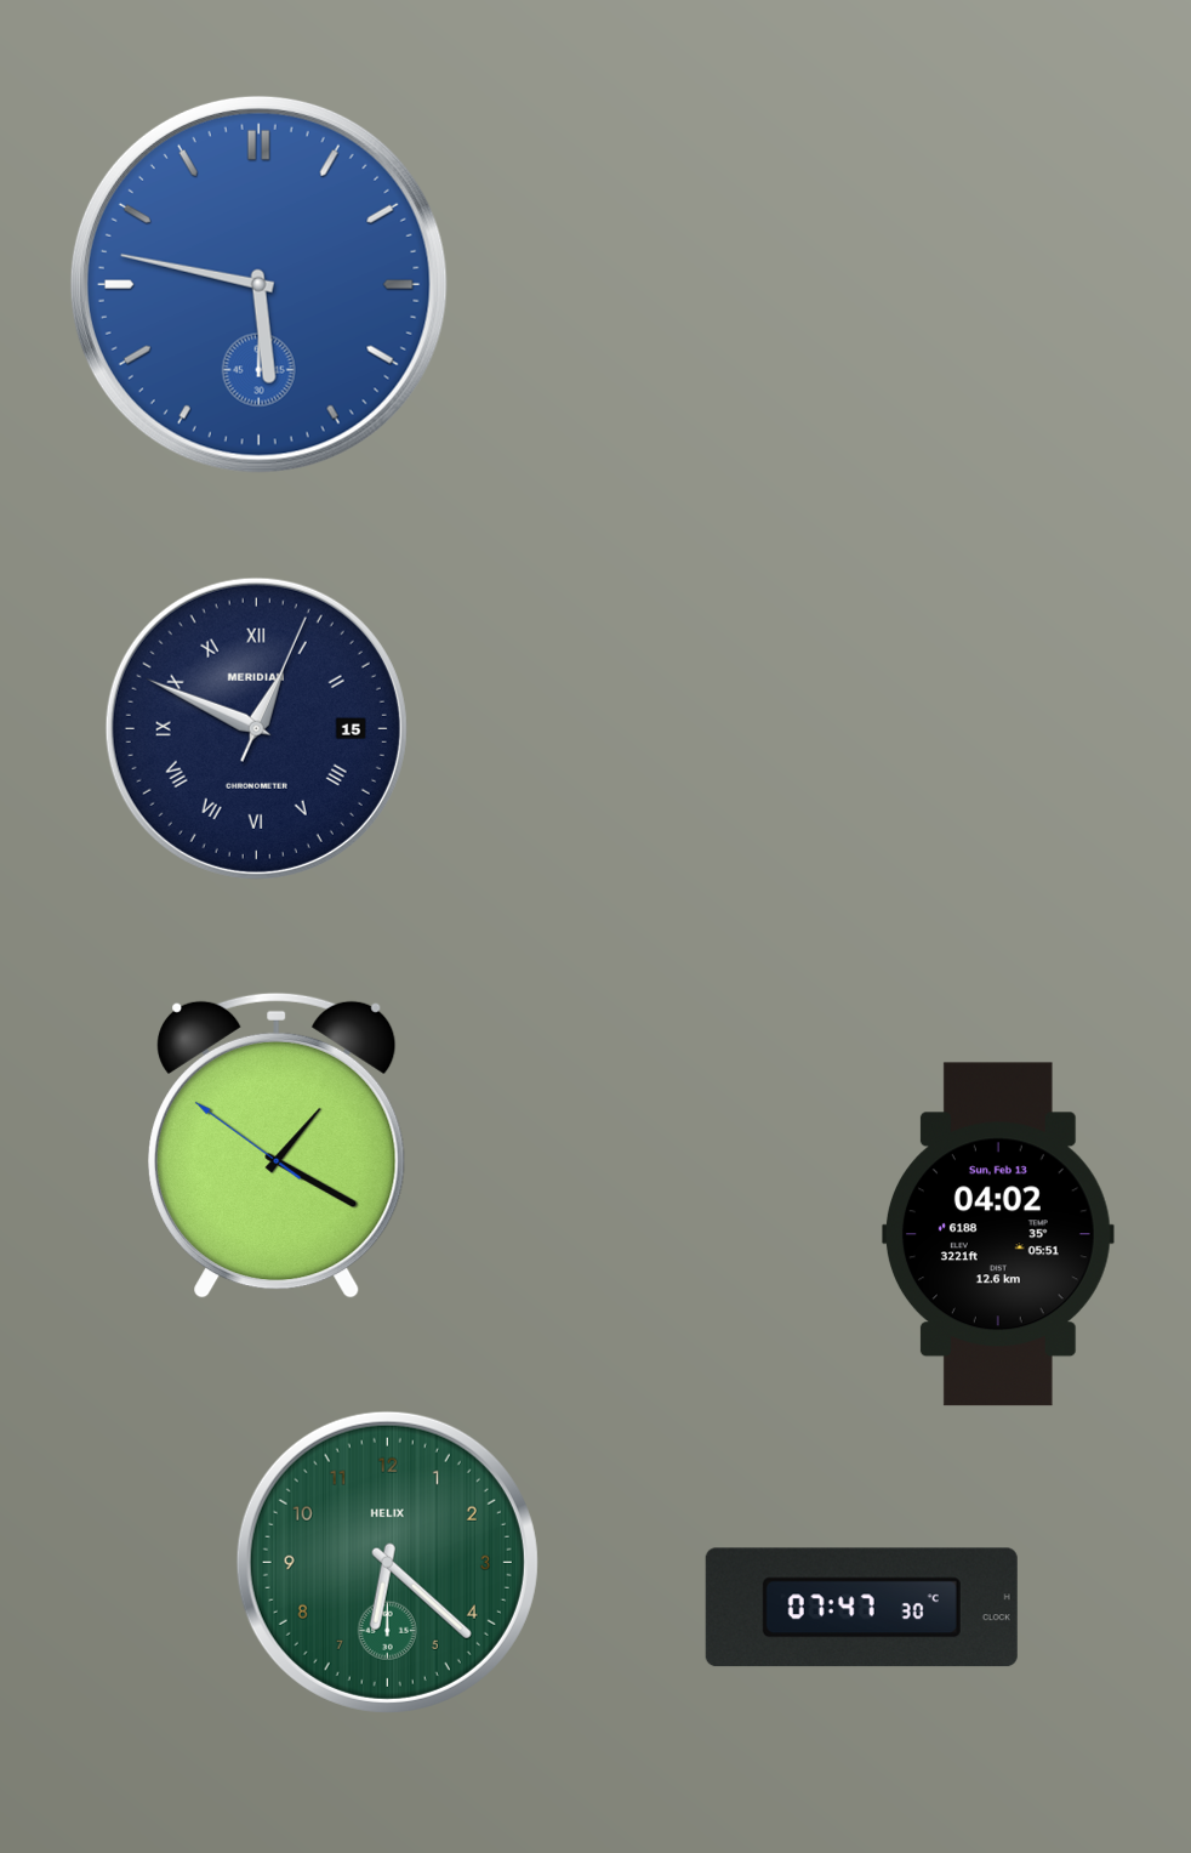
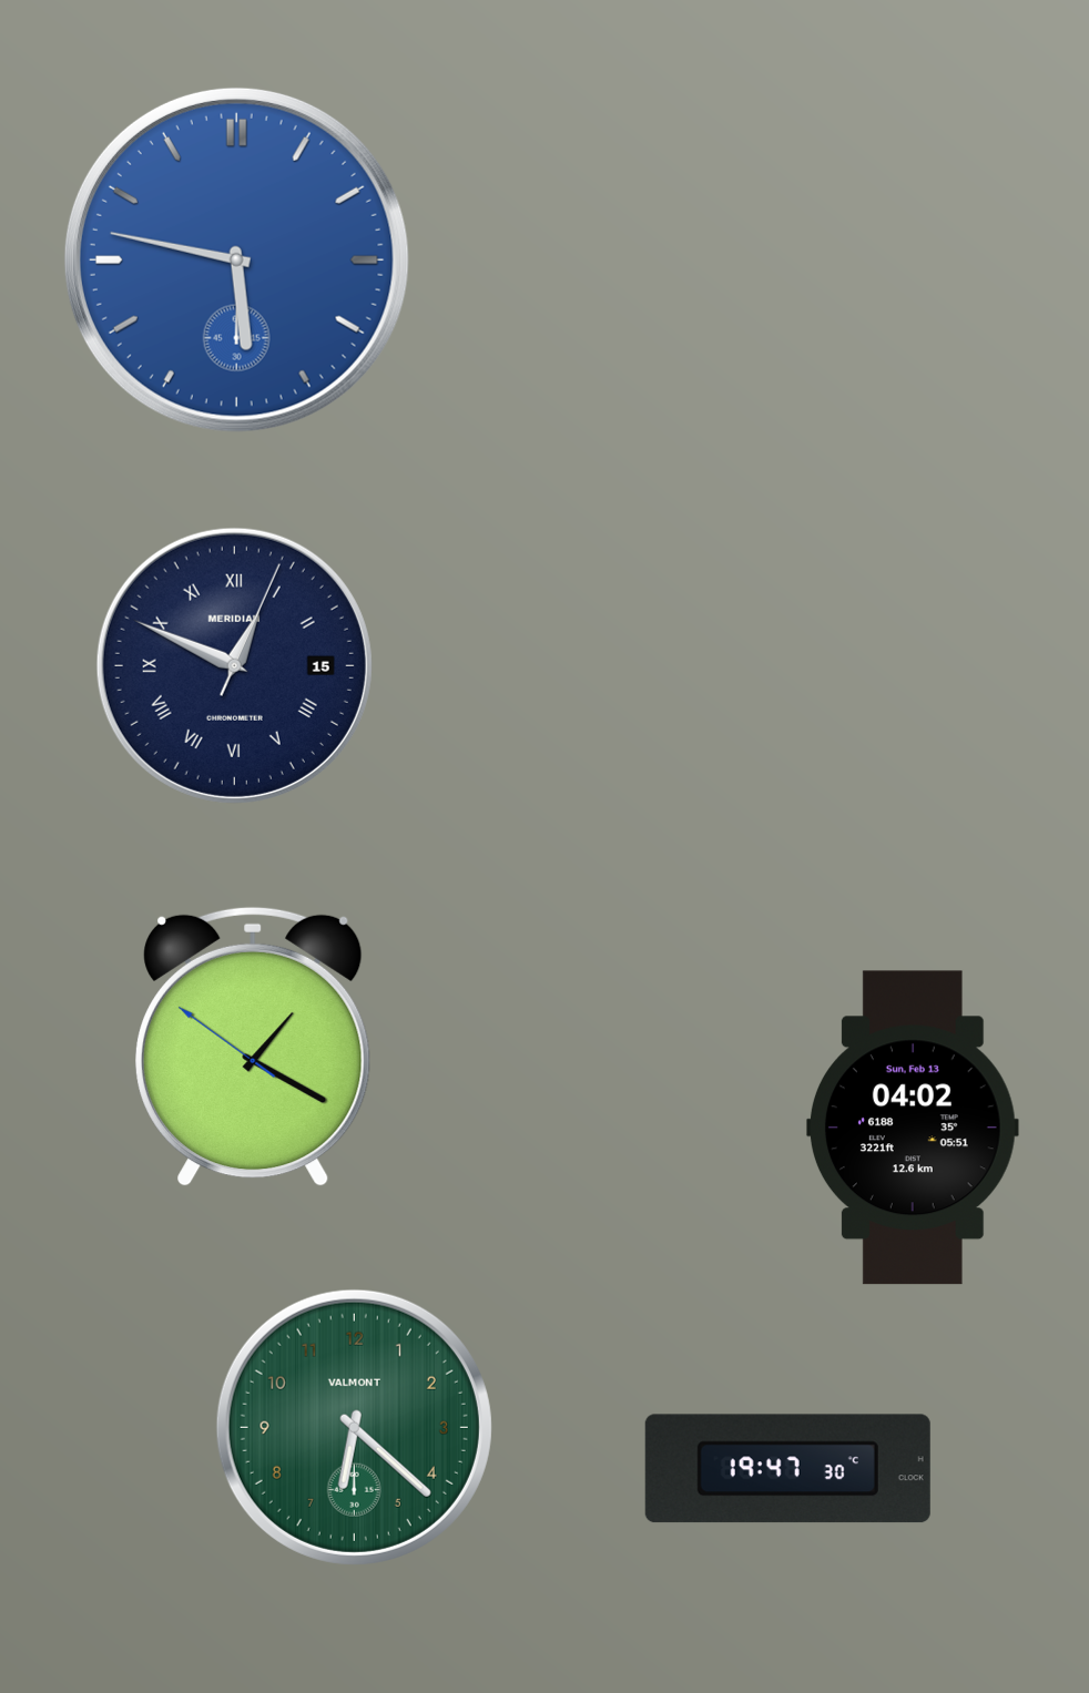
clock at (387, 1562) brand: HELIX -> VALMONT
clock at (861, 1608): 07:47 -> 19:47
